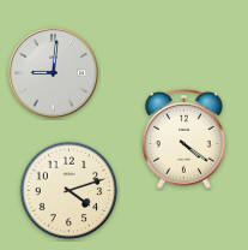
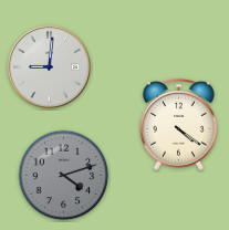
clock at (183, 138) position: (183, 138) -> (178, 124)
clock at (69, 191) dial: cream -> grey
